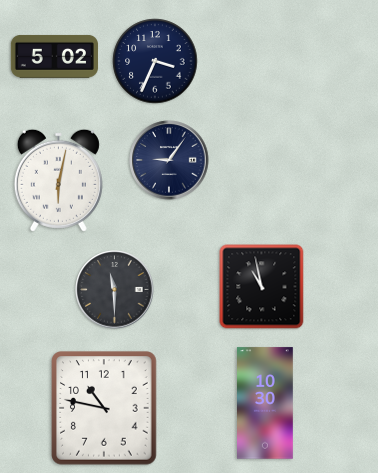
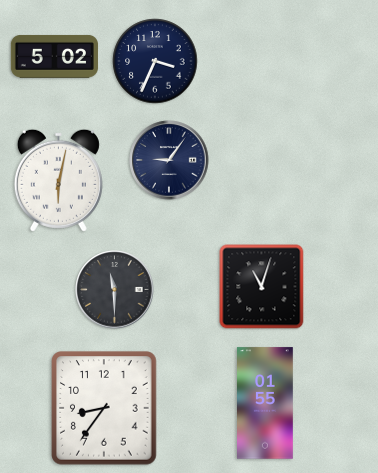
clock at (262, 287): 10:58 -> 11:03
clock at (266, 403): 10:30 -> 01:55
clock at (104, 408): 10:47 -> 8:36
